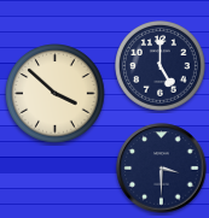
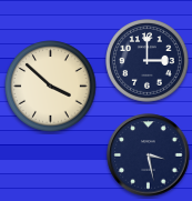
clock at (161, 66): 5:00 -> 3:00
clock at (162, 169): 3:30 -> 3:28
